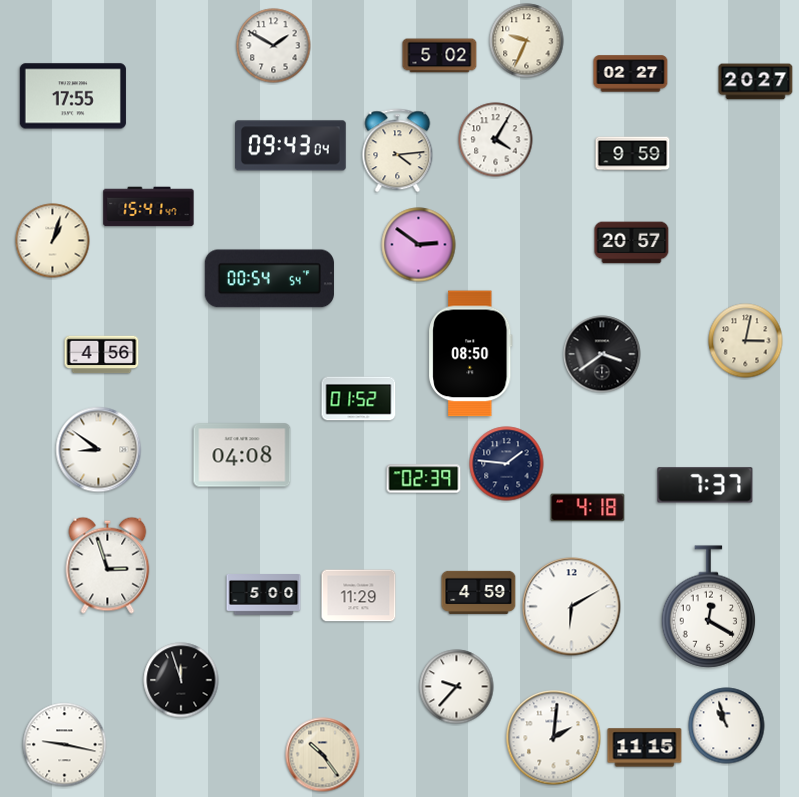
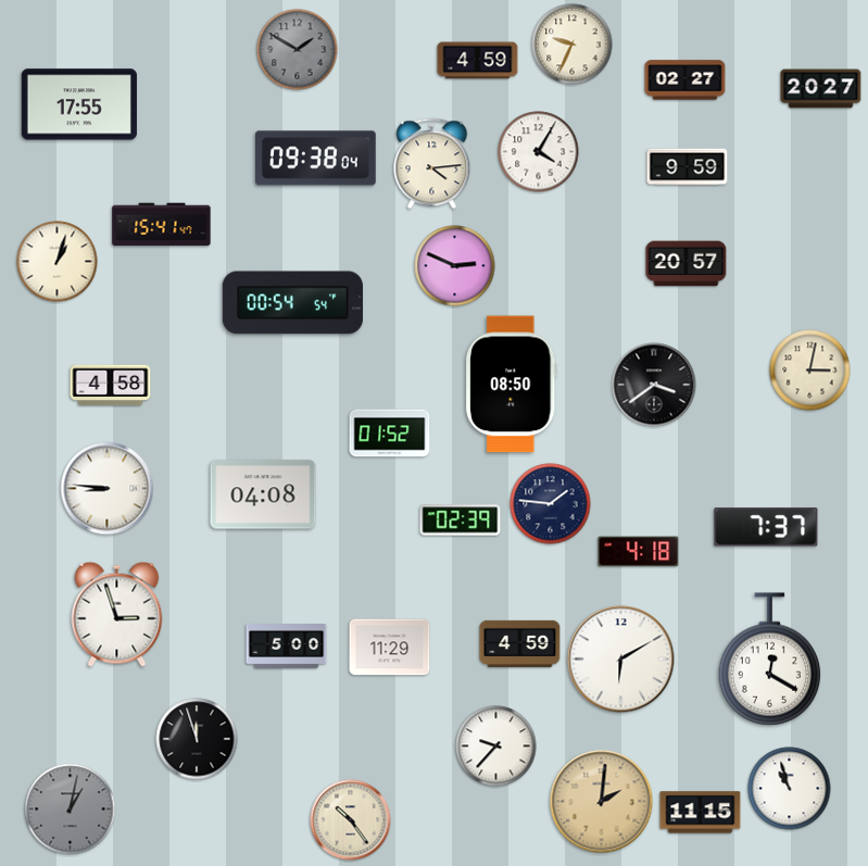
clock at (274, 46) dial: white -> grey
clock at (440, 56): 5:02 -> 4:59
clock at (291, 146): 09:43 -> 09:38
clock at (419, 245): 2:51 -> 2:49
clock at (102, 355): 4:56 -> 4:58
clock at (99, 450): 8:51 -> 8:46
clock at (554, 738) dial: white -> champagne
clock at (65, 745): 9:17 -> 1:02
clock at (65, 745) dial: white -> grey
